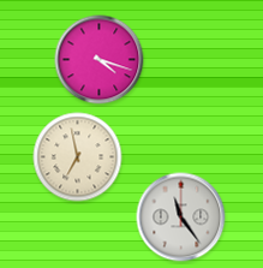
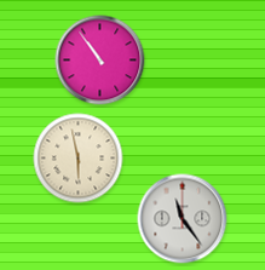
clock at (100, 60): 4:18 -> 10:54
clock at (78, 157): 6:58 -> 5:58
